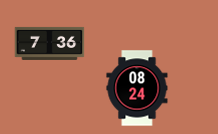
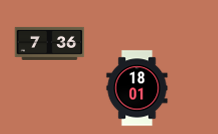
clock at (137, 88): 08:24 -> 18:01
